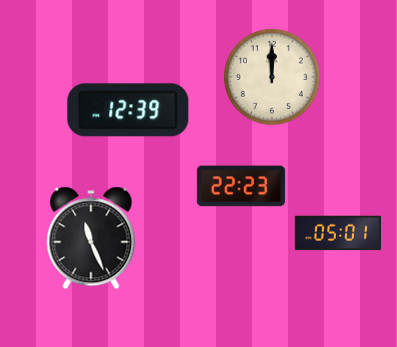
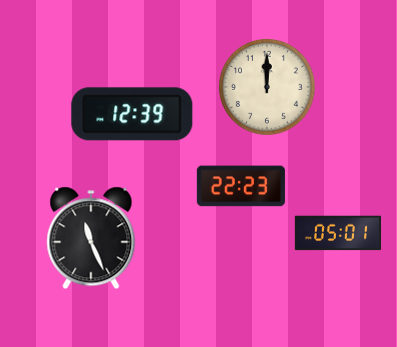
clock at (272, 77) position: (272, 77) -> (267, 87)
clock at (128, 110) position: (128, 110) -> (132, 114)
